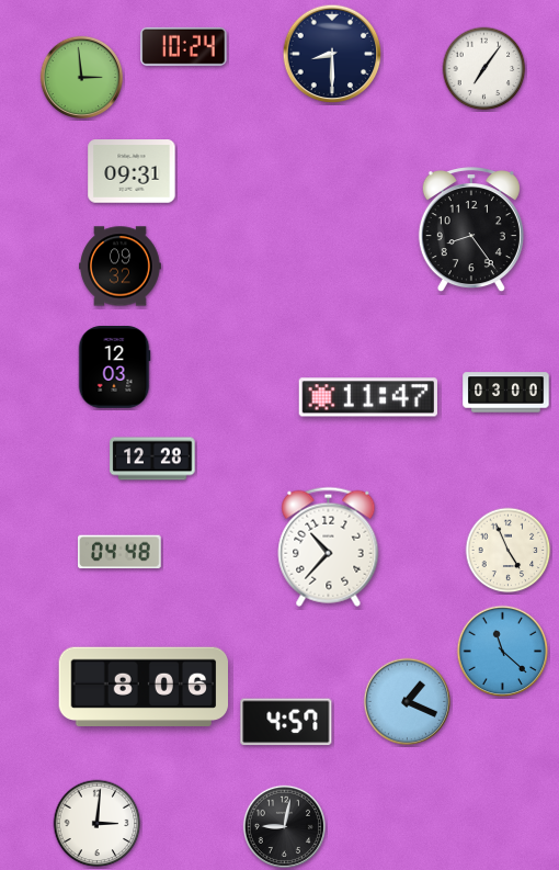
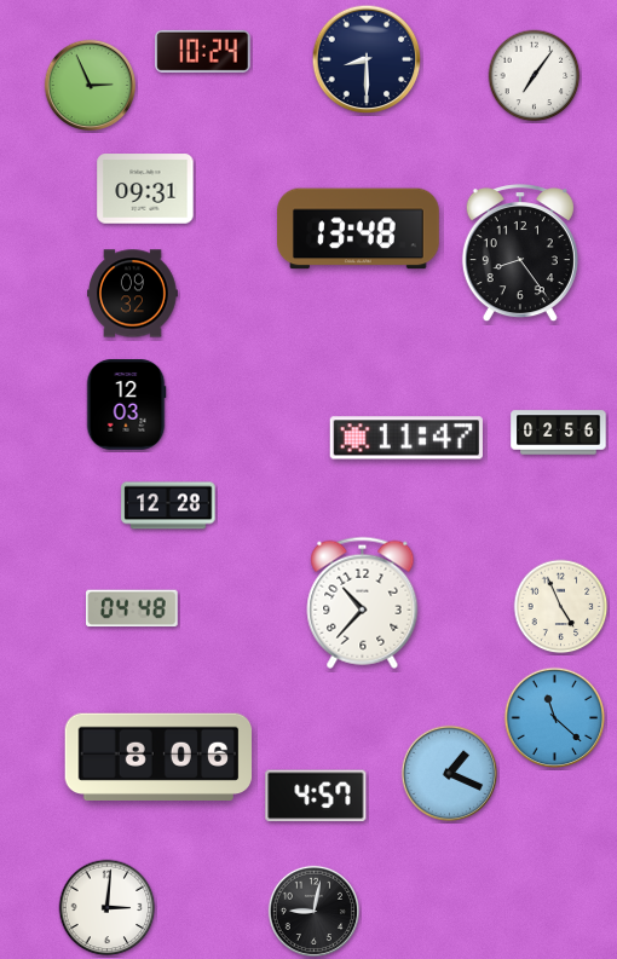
clock at (81, 77): 2:59 -> 2:56
clock at (359, 229): none -> 13:48
clock at (506, 393): 03:00 -> 02:56
